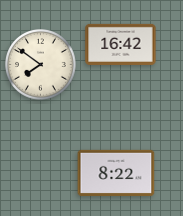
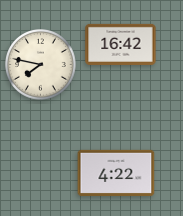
clock at (41, 65): 7:51 -> 7:47
clock at (116, 173): 8:22 -> 4:22
